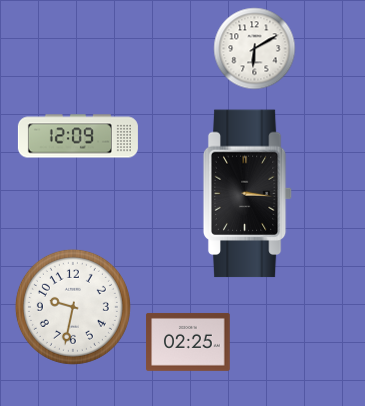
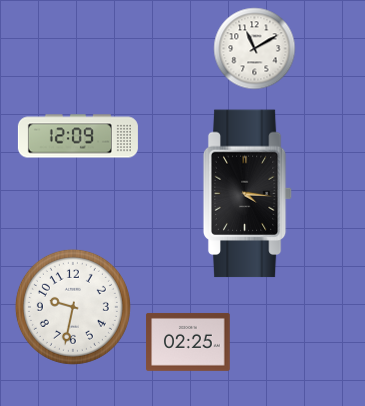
clock at (255, 49): 6:10 -> 11:10
clock at (248, 194): 3:16 -> 4:16
